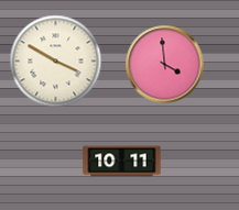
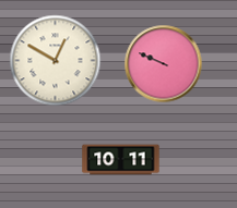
clock at (56, 62): 3:50 -> 12:50
clock at (165, 65): 3:59 -> 9:49
